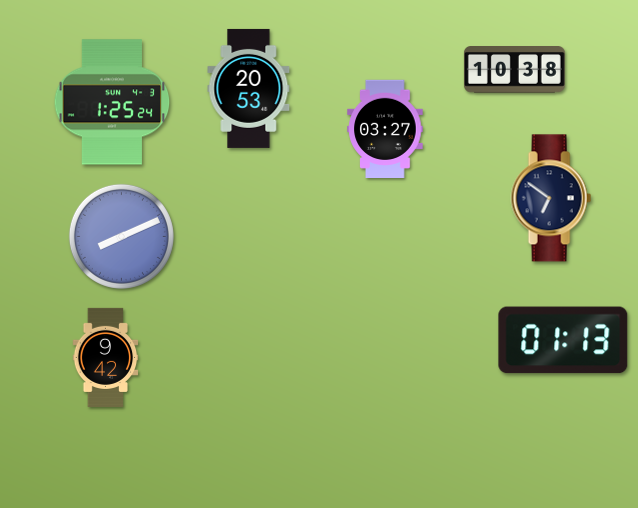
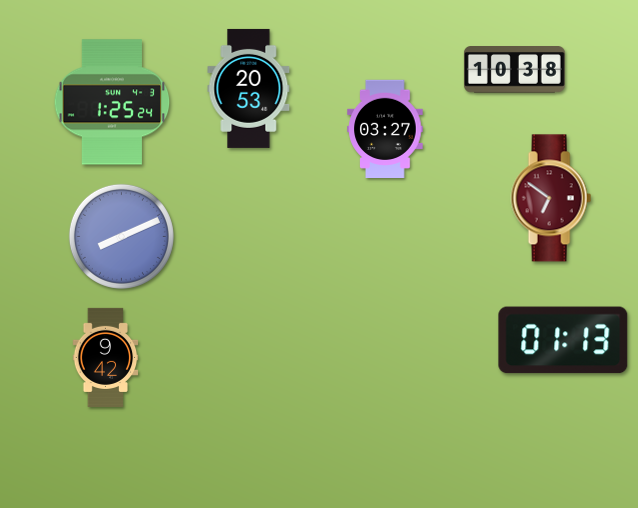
clock at (551, 198) dial: navy -> burgundy
